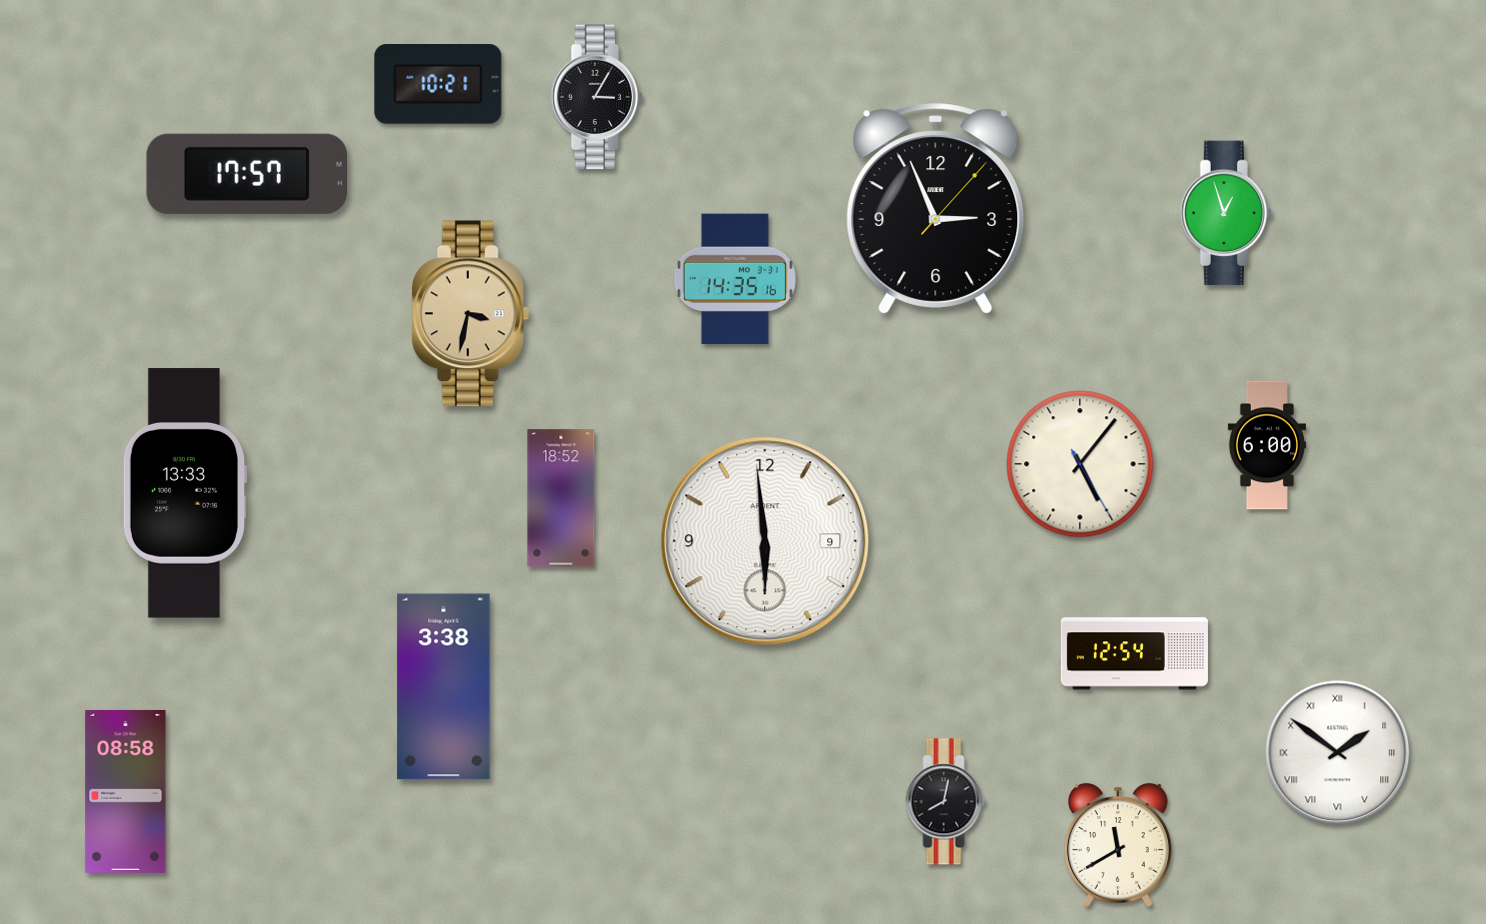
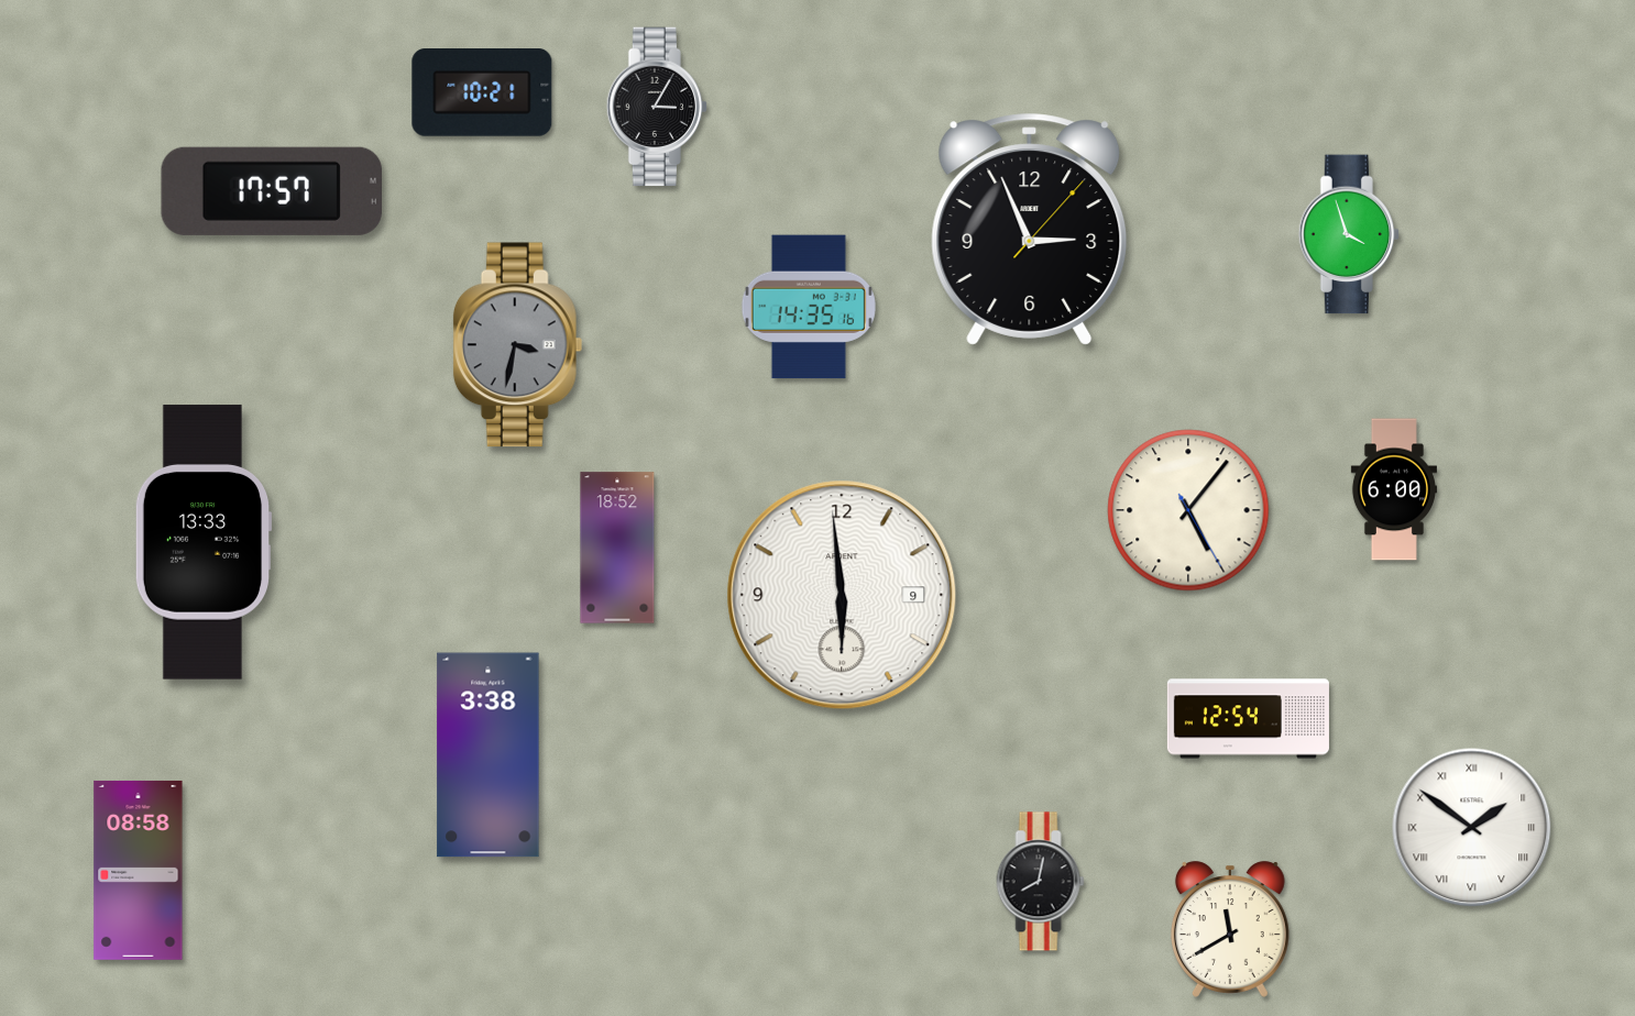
clock at (1226, 213): 12:57 -> 3:57
clock at (471, 314) dial: champagne -> grey
